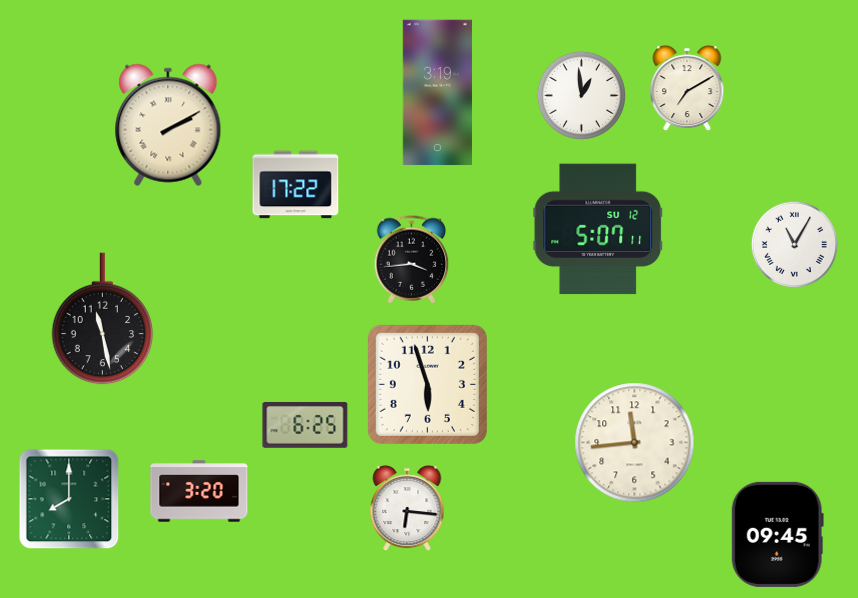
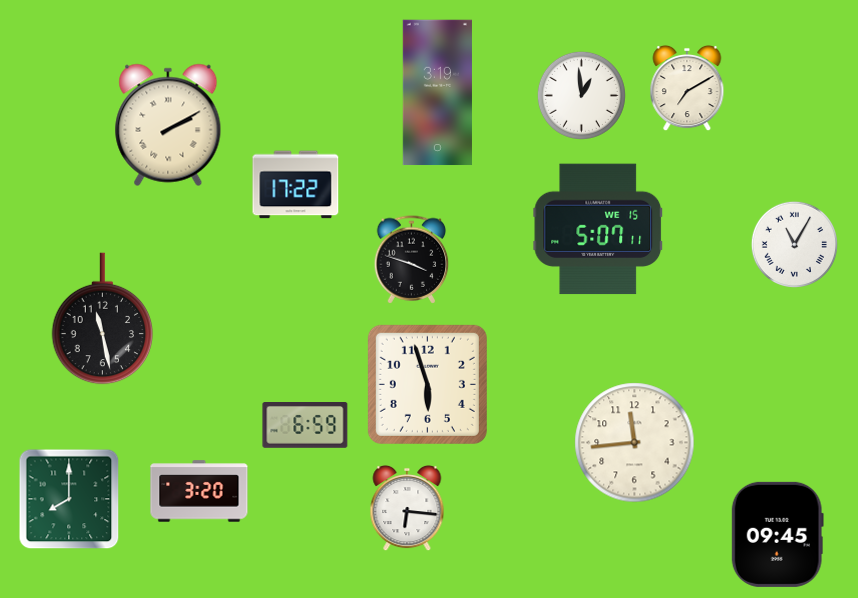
clock at (598, 229) date: SU 12 -> WE 15
clock at (412, 260): 3:44 -> 3:48
clock at (305, 426): 6:25 -> 6:59
